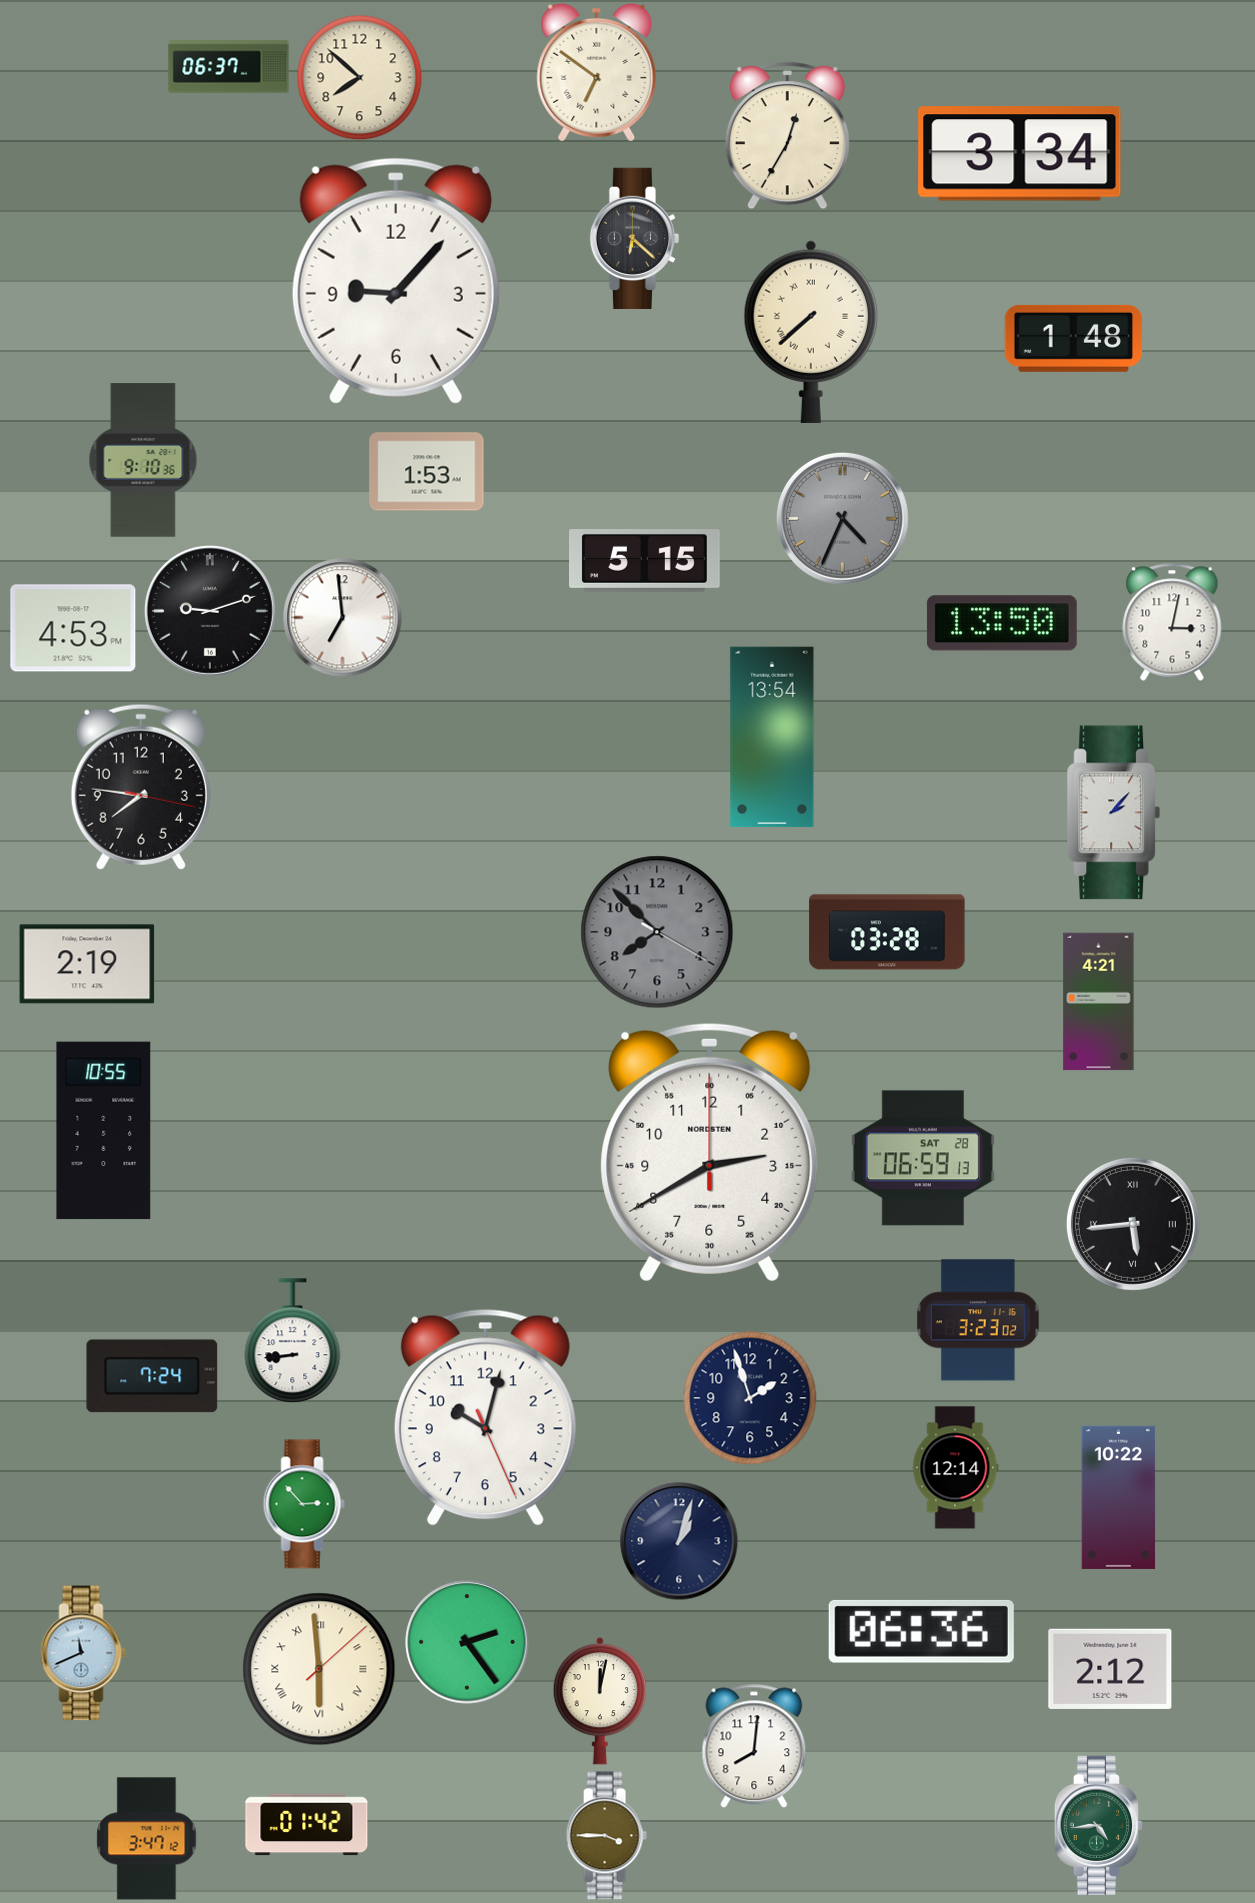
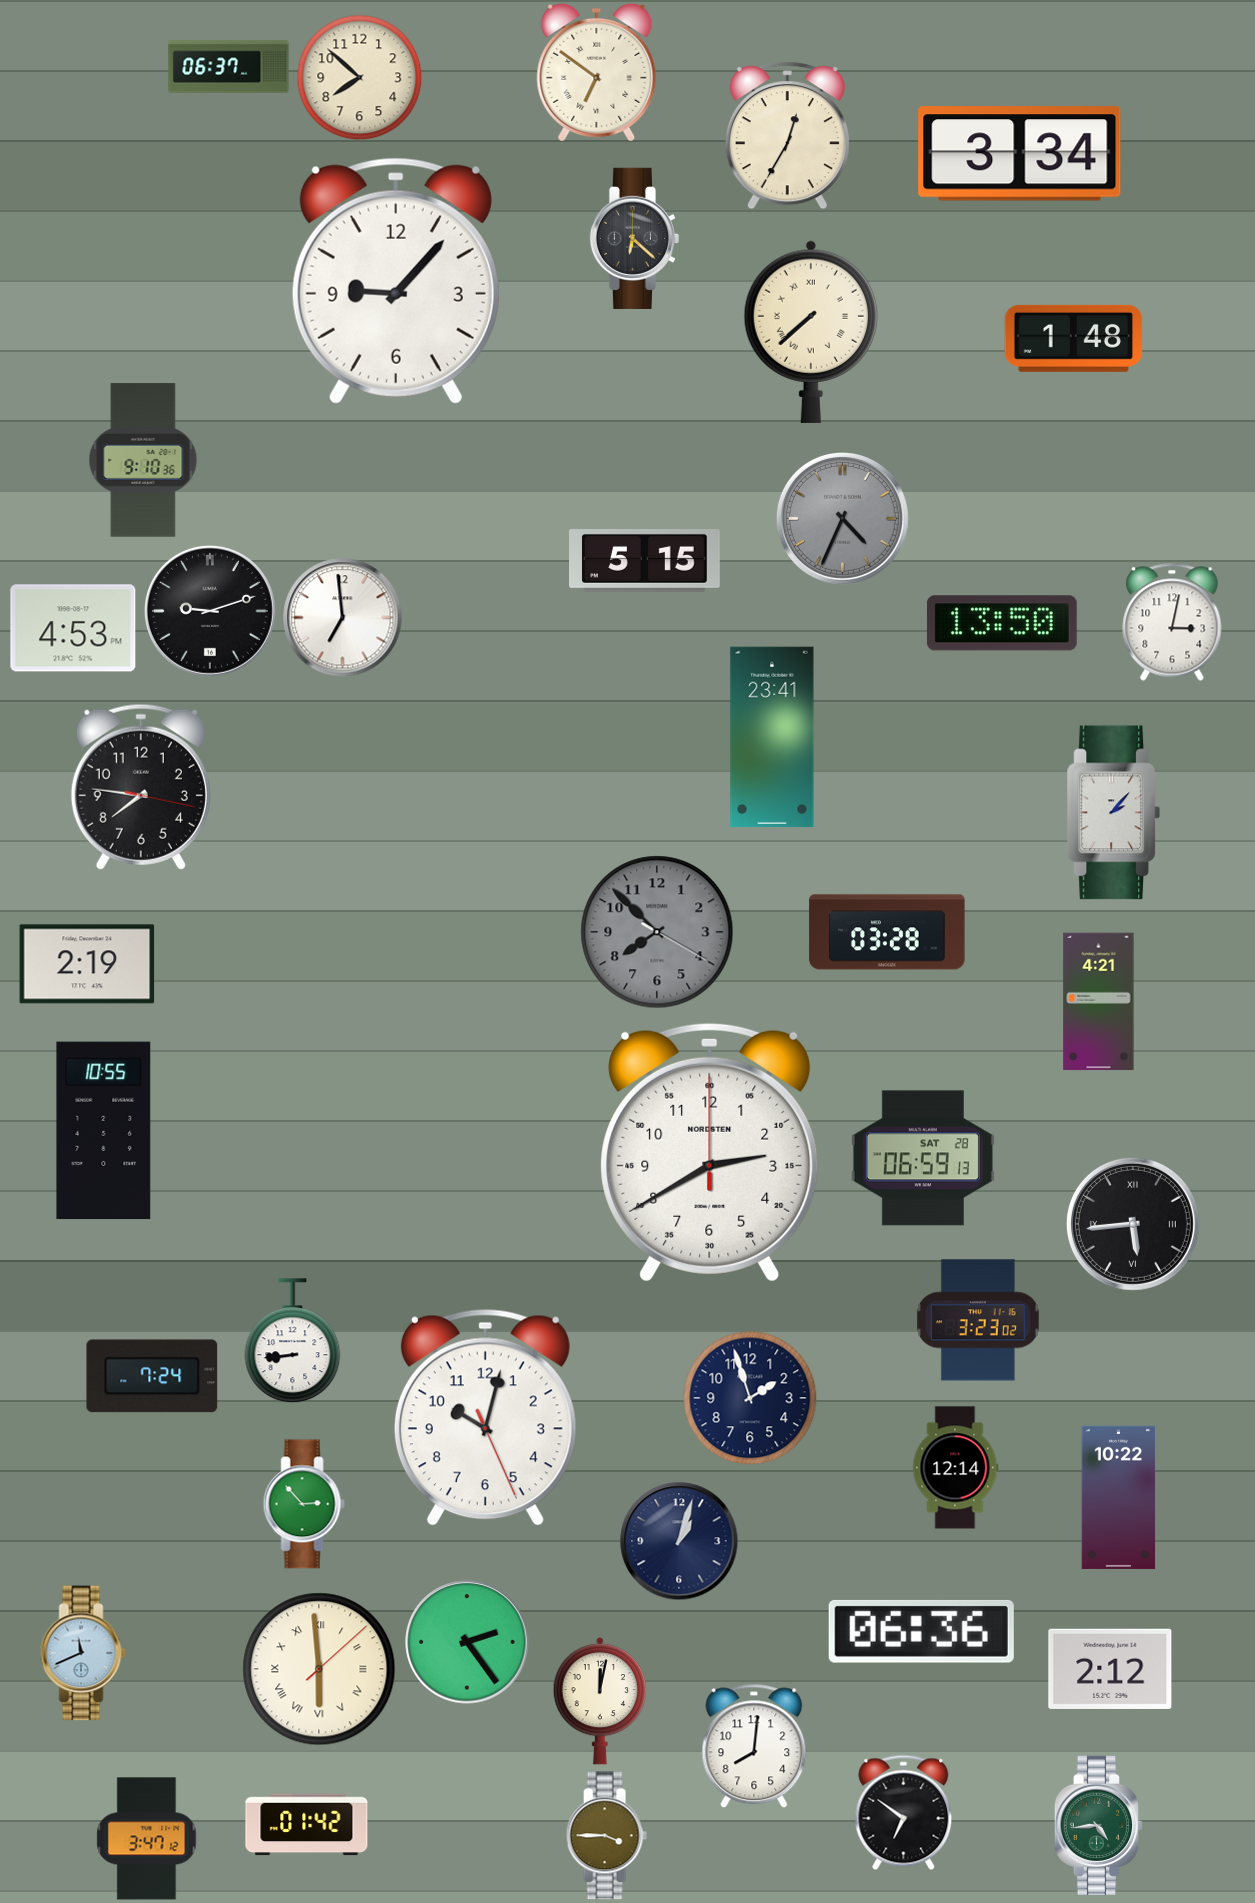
clock at (427, 472): 1:53 -> none
clock at (772, 737): 13:54 -> 23:41
clock at (904, 1813): none -> 6:51
